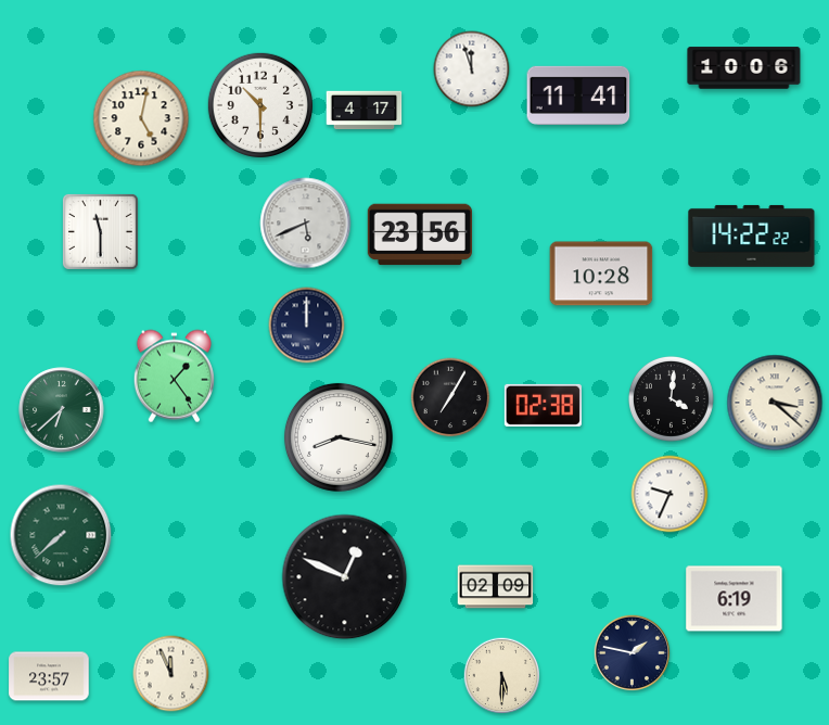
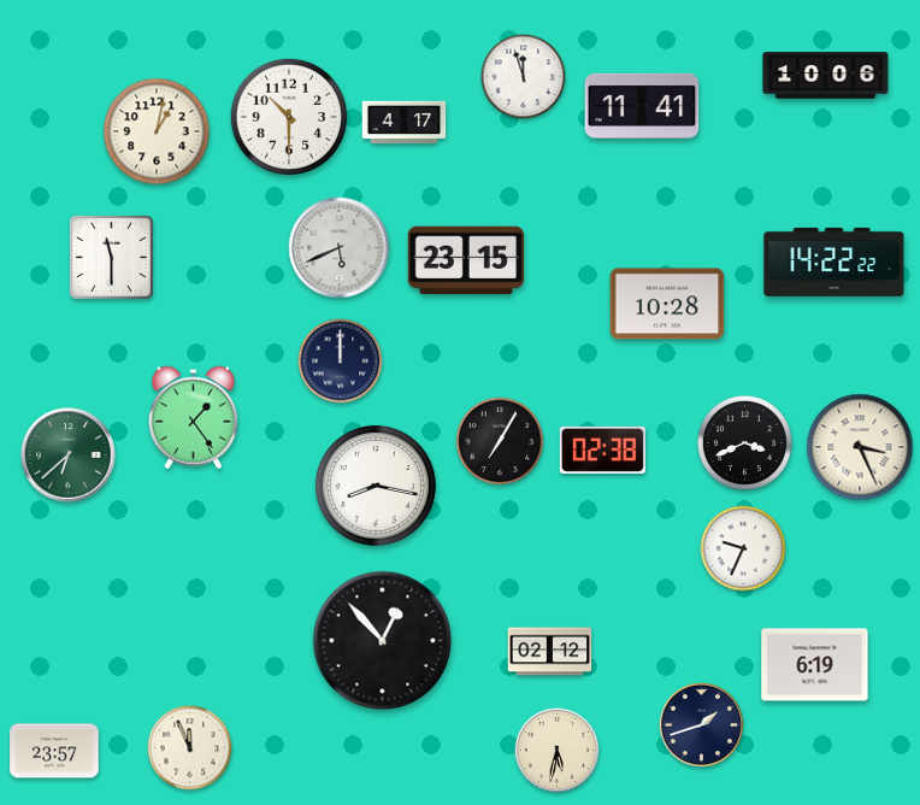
clock at (141, 118): 5:02 -> 1:02
clock at (419, 234): 23:56 -> 23:15
clock at (671, 398): 4:01 -> 3:41
clock at (775, 403): 3:22 -> 3:26
clock at (61, 535): 7:38 -> none
clock at (345, 577): 12:49 -> 12:53
clock at (496, 587): 02:09 -> 02:12
clock at (633, 653): 1:47 -> 1:42
clock at (502, 676): 5:30 -> 5:32
